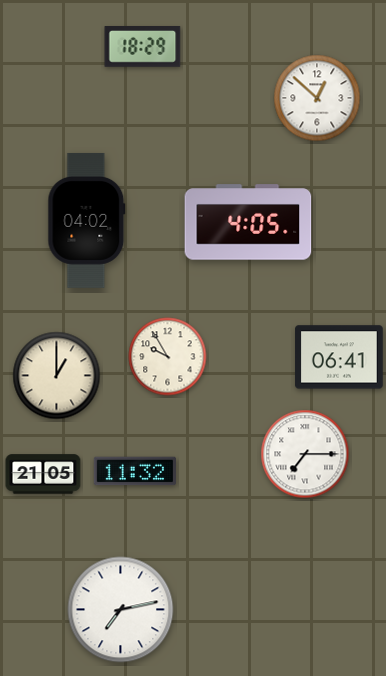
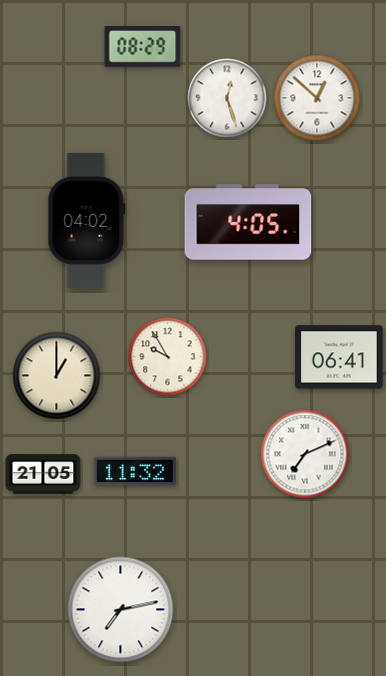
clock at (143, 47): 18:29 -> 08:29
clock at (227, 98): none -> 12:27
clock at (305, 454): 7:15 -> 7:11
